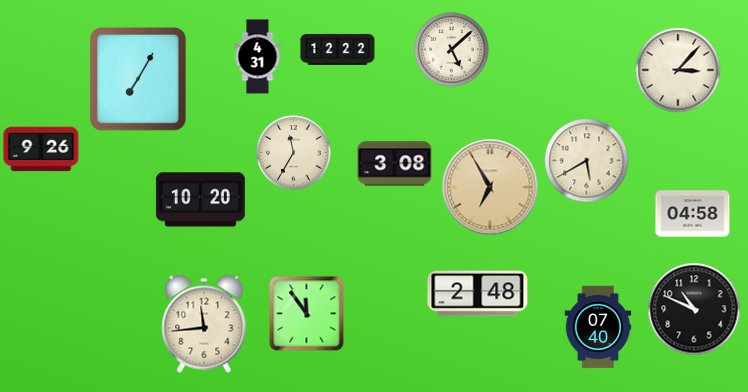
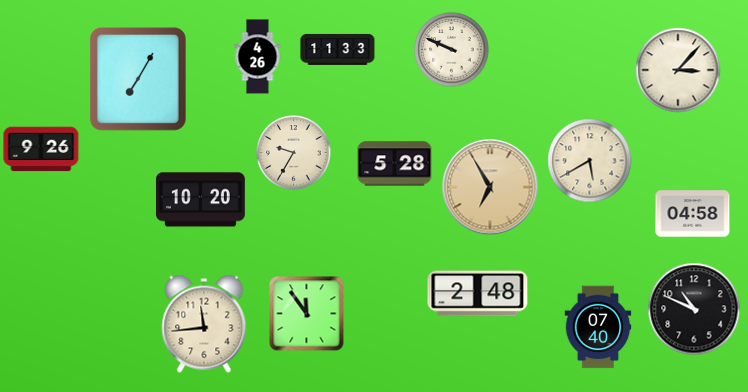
clock at (338, 49): 12:22 -> 11:33
clock at (452, 50): 5:08 -> 9:49
clock at (258, 57): 4:31 -> 4:26
clock at (294, 153): 11:35 -> 9:35
clock at (587, 161) position: (587, 161) -> (590, 161)
clock at (395, 164): 3:08 -> 5:28
